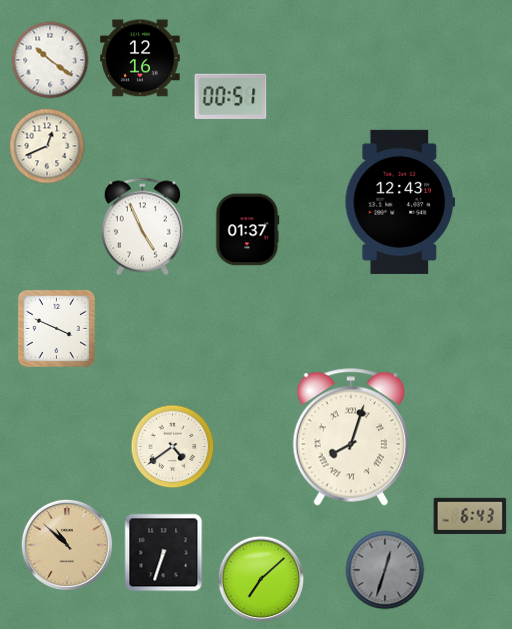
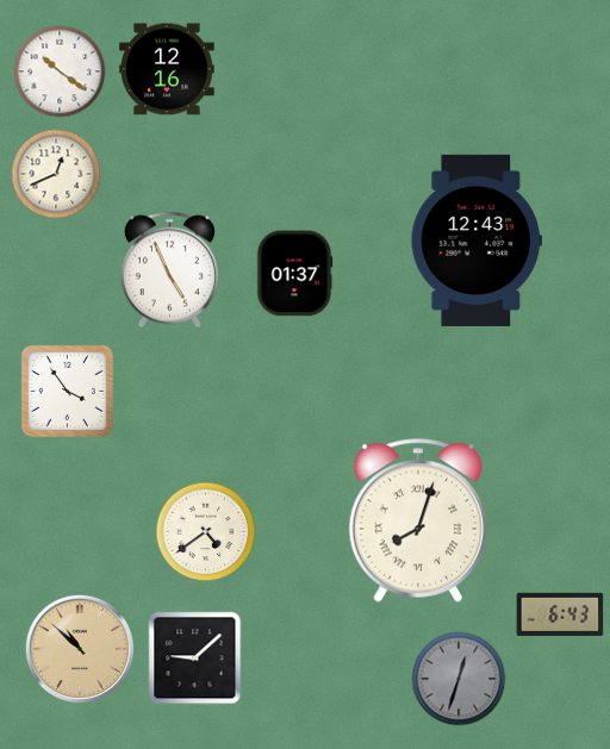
clock at (231, 96): 00:51 -> none
clock at (56, 328): 3:49 -> 3:54
clock at (164, 553): 6:33 -> 9:08
clock at (261, 579): 7:08 -> none
